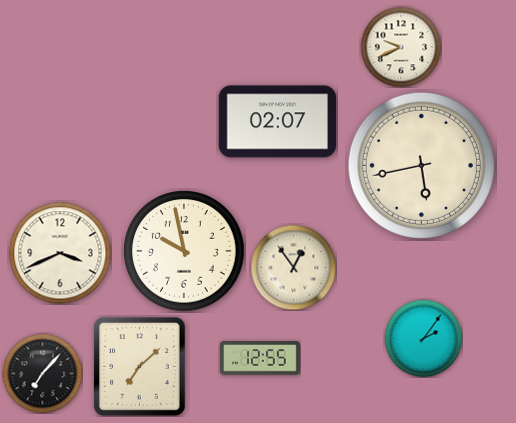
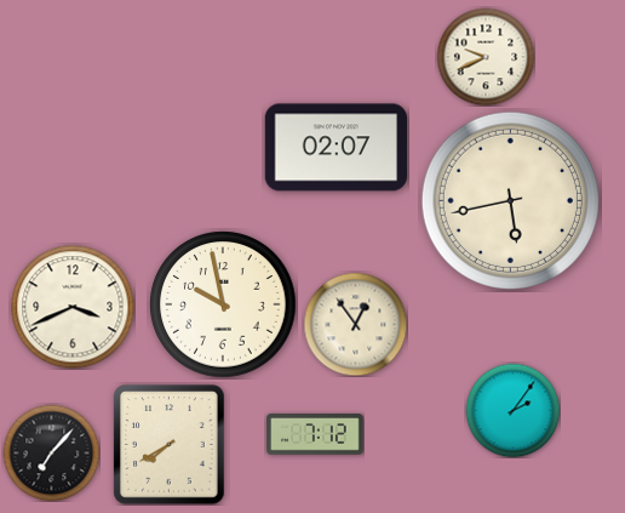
clock at (260, 358): 12:55 -> 7:12
clock at (140, 367): 7:08 -> 7:40
